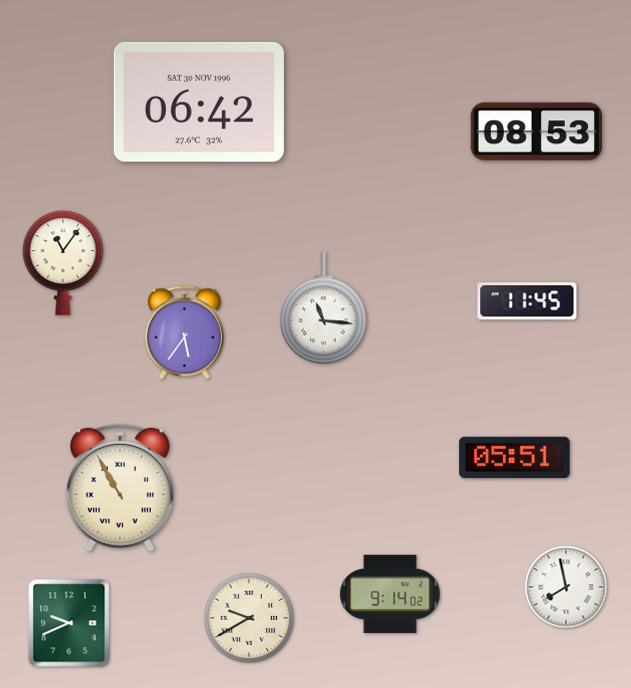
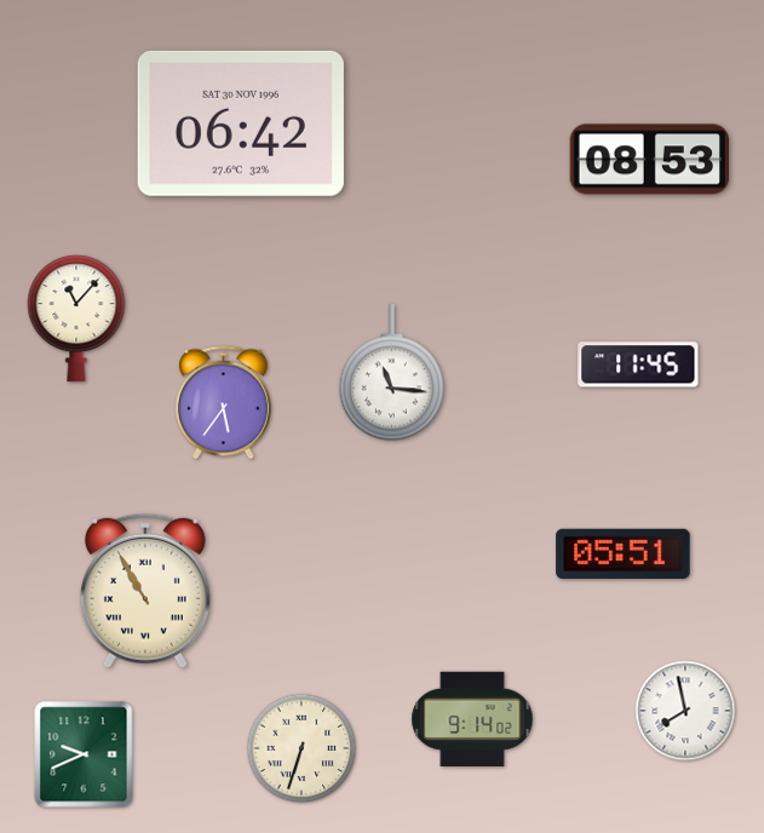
clock at (63, 263): 11:06 -> 11:07
clock at (249, 618): 9:40 -> 6:33
